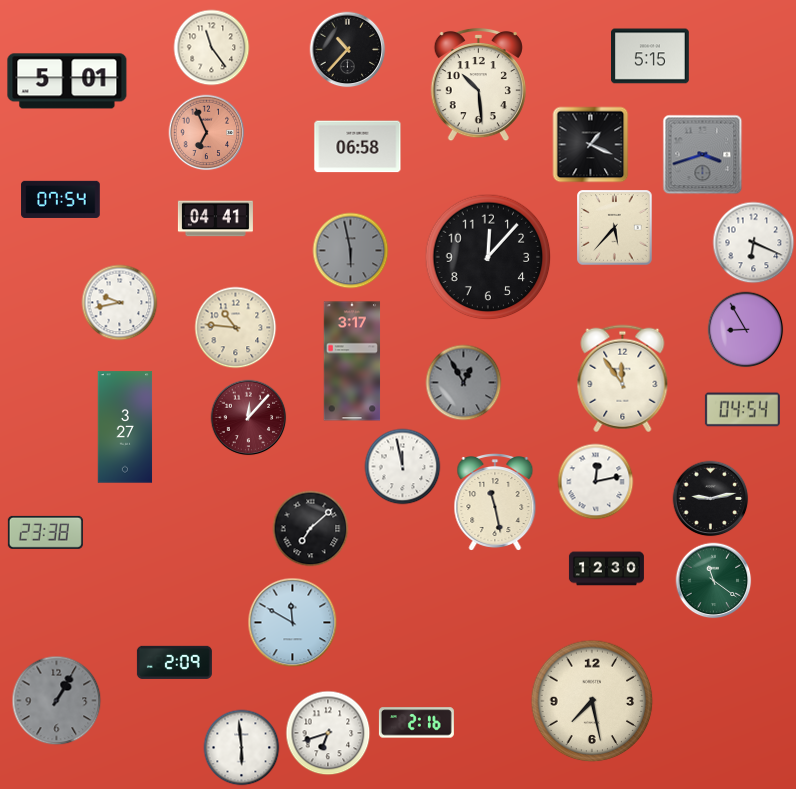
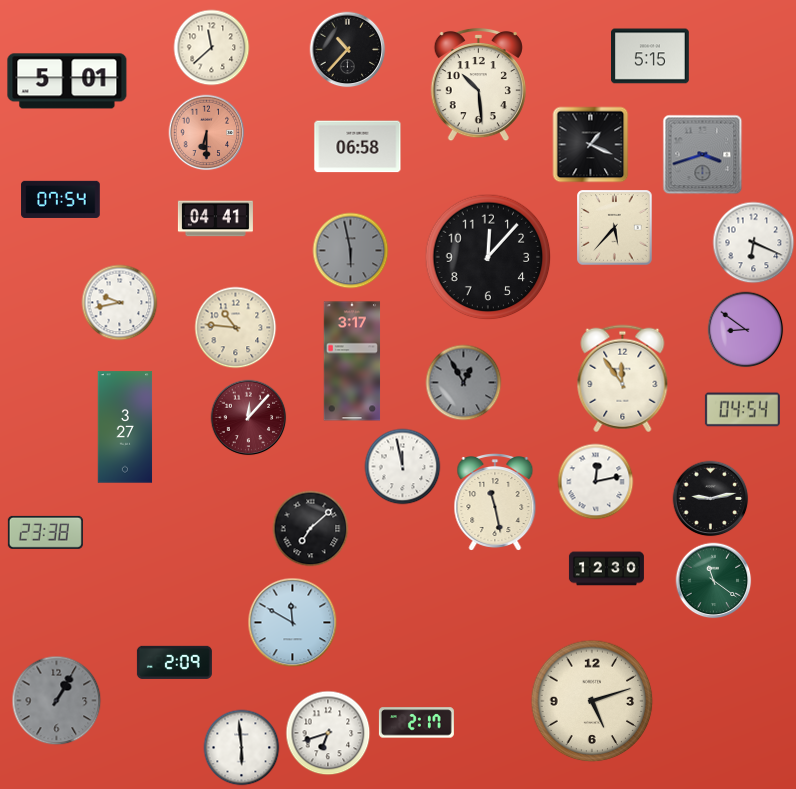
clock at (212, 48): 11:24 -> 11:38
clock at (207, 133): 6:56 -> 6:30
clock at (746, 330): 8:55 -> 8:51
clock at (592, 701): 7:28 -> 5:12
clock at (416, 723): 2:16 -> 2:17
